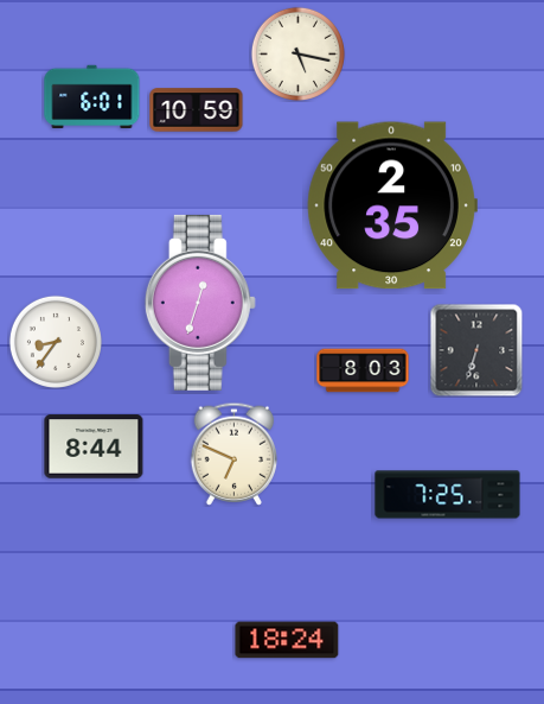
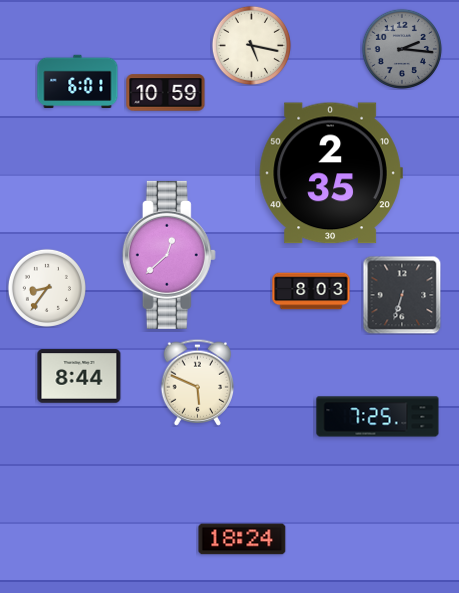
clock at (402, 49): none -> 2:16
clock at (200, 303): 12:33 -> 12:38
clock at (363, 370) position: (363, 370) -> (311, 291)
clock at (235, 454): 6:49 -> 5:49
